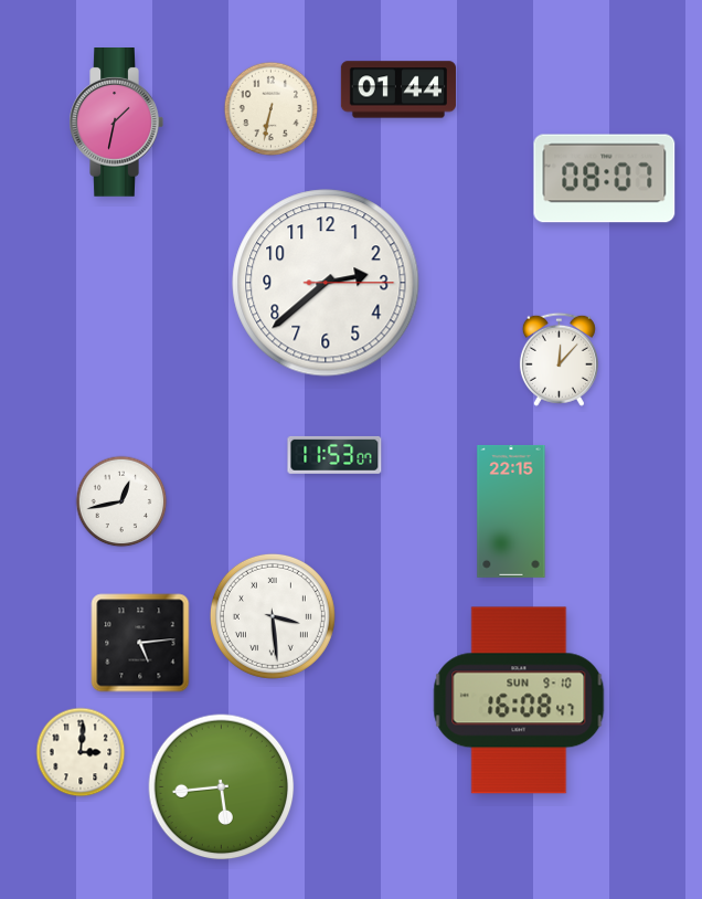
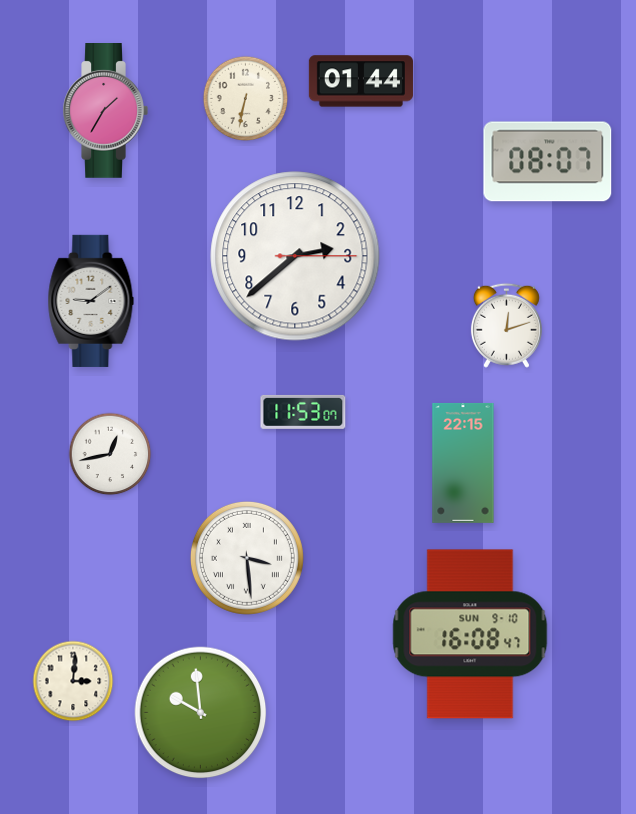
clock at (116, 123): 1:32 -> 1:35
clock at (91, 301): none -> 9:09
clock at (559, 359): 12:07 -> 12:12
clock at (140, 643): 5:14 -> none
clock at (222, 787): 5:44 -> 9:59
